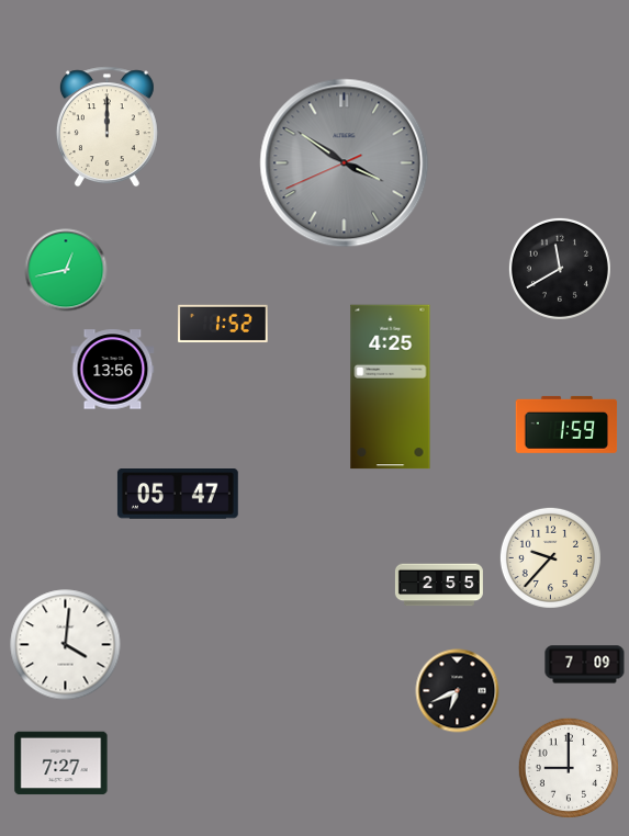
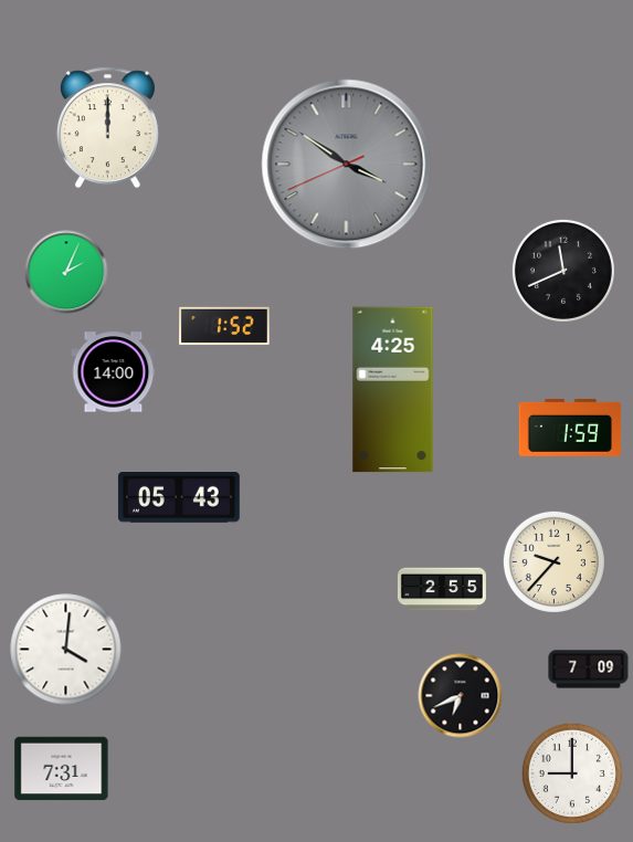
clock at (560, 269): 11:40 -> 11:41
clock at (66, 270): 12:43 -> 2:04
clock at (113, 370): 13:56 -> 14:00
clock at (178, 495): 05:47 -> 05:43
clock at (61, 764): 7:27 -> 7:31
